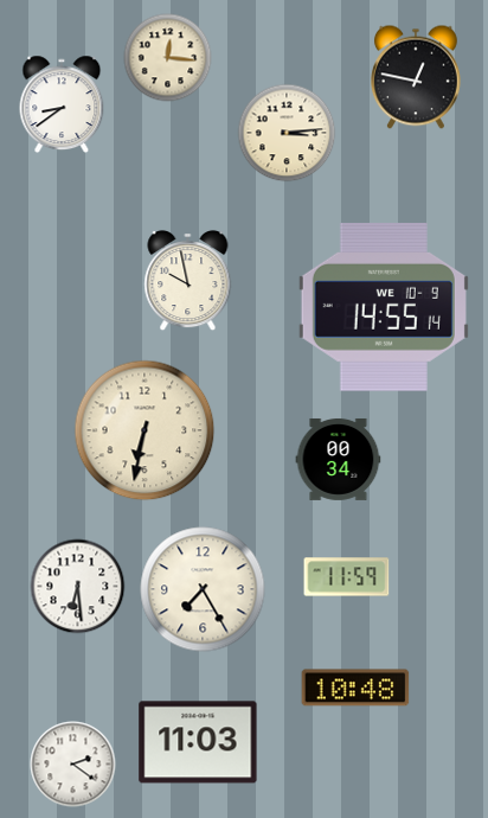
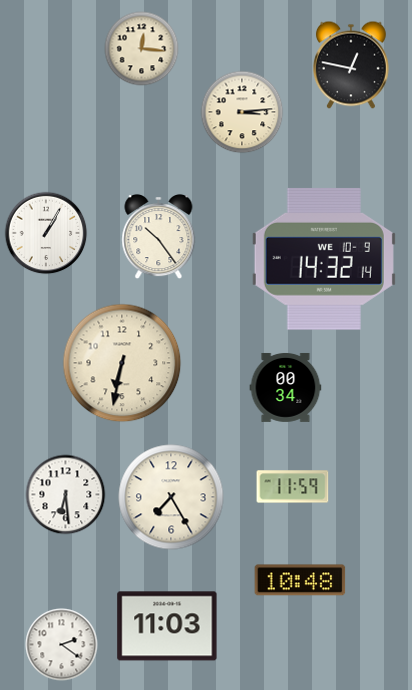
clock at (62, 104): 8:39 -> none
clock at (46, 233): none -> 1:05
clock at (188, 281): 9:58 -> 10:24
clock at (384, 307): 14:55 -> 14:32
